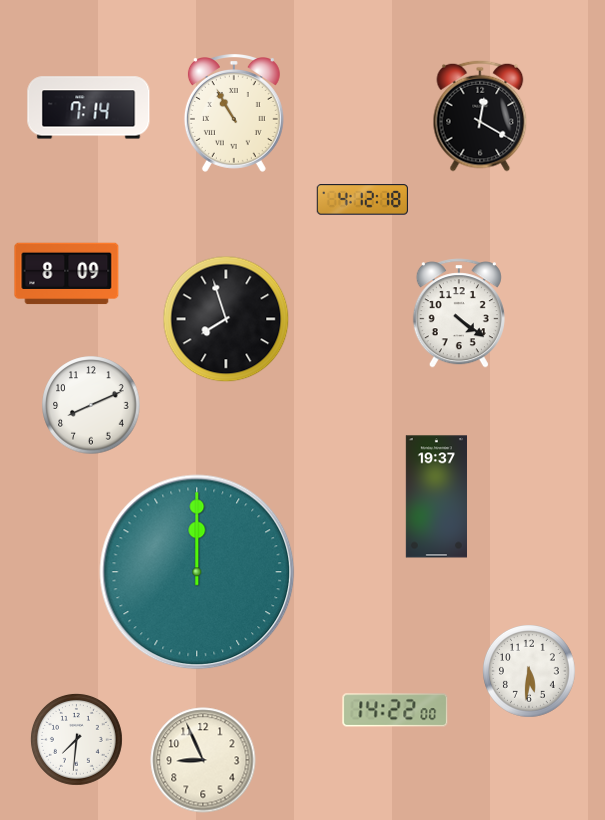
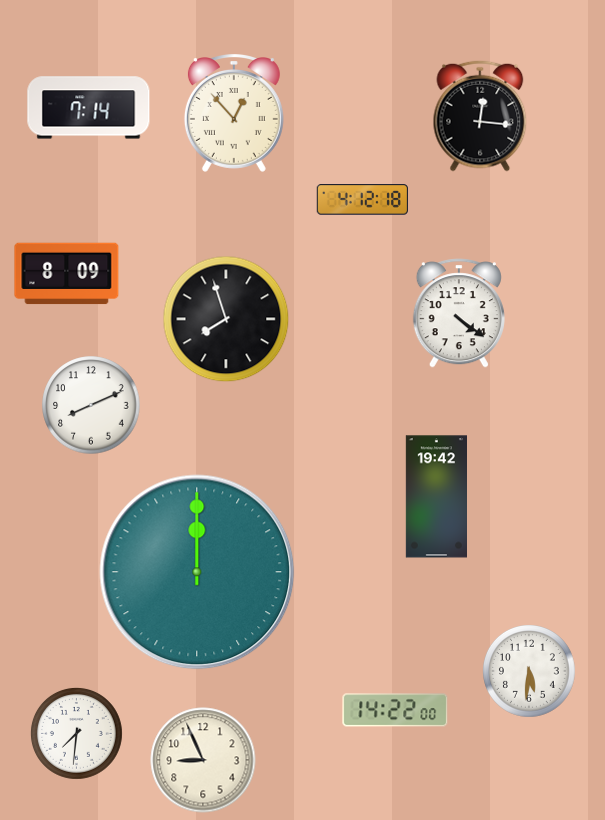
clock at (234, 114): 10:55 -> 12:53
clock at (480, 116): 12:20 -> 12:16
clock at (436, 497): 19:37 -> 19:42
clock at (76, 739) position: (76, 739) -> (76, 733)
